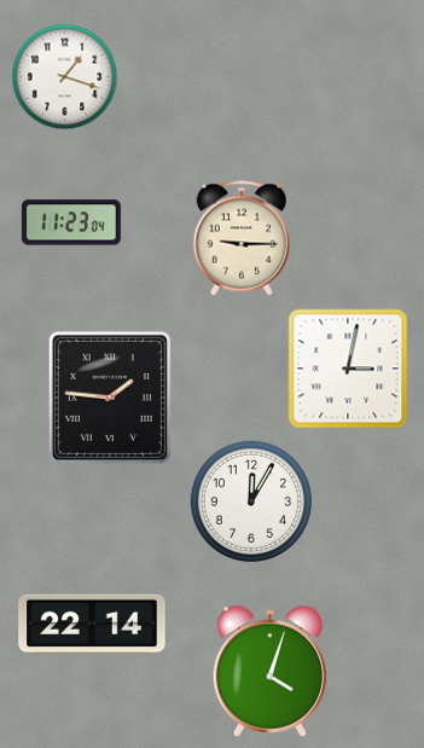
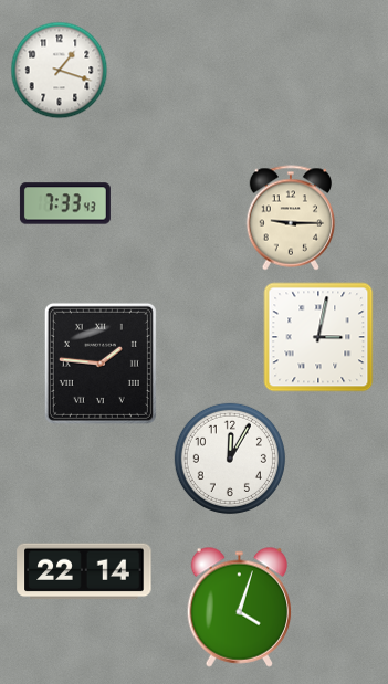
clock at (71, 222): 11:23 -> 7:33
clock at (242, 238) position: (242, 238) -> (291, 218)
clock at (271, 671) position: (271, 671) -> (240, 607)
